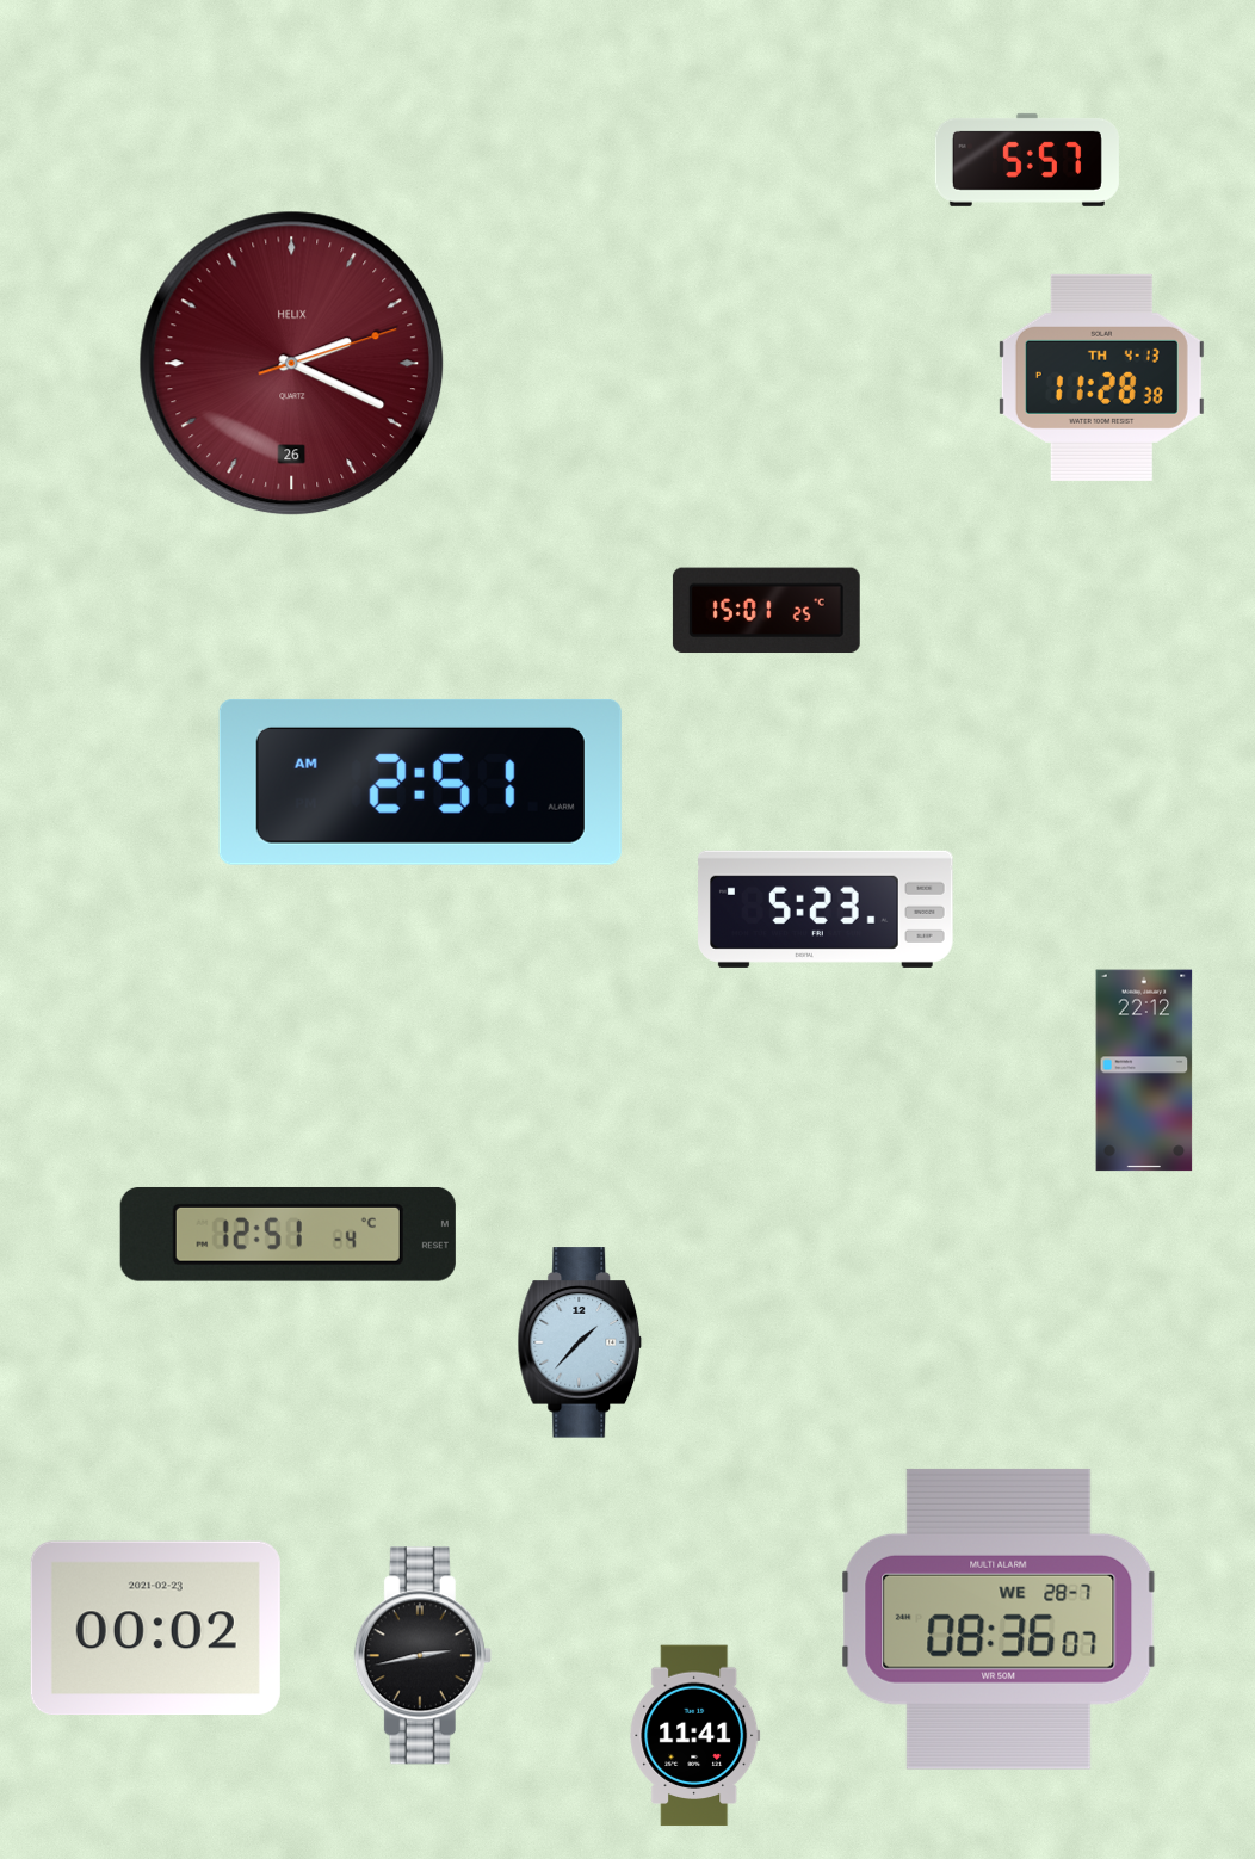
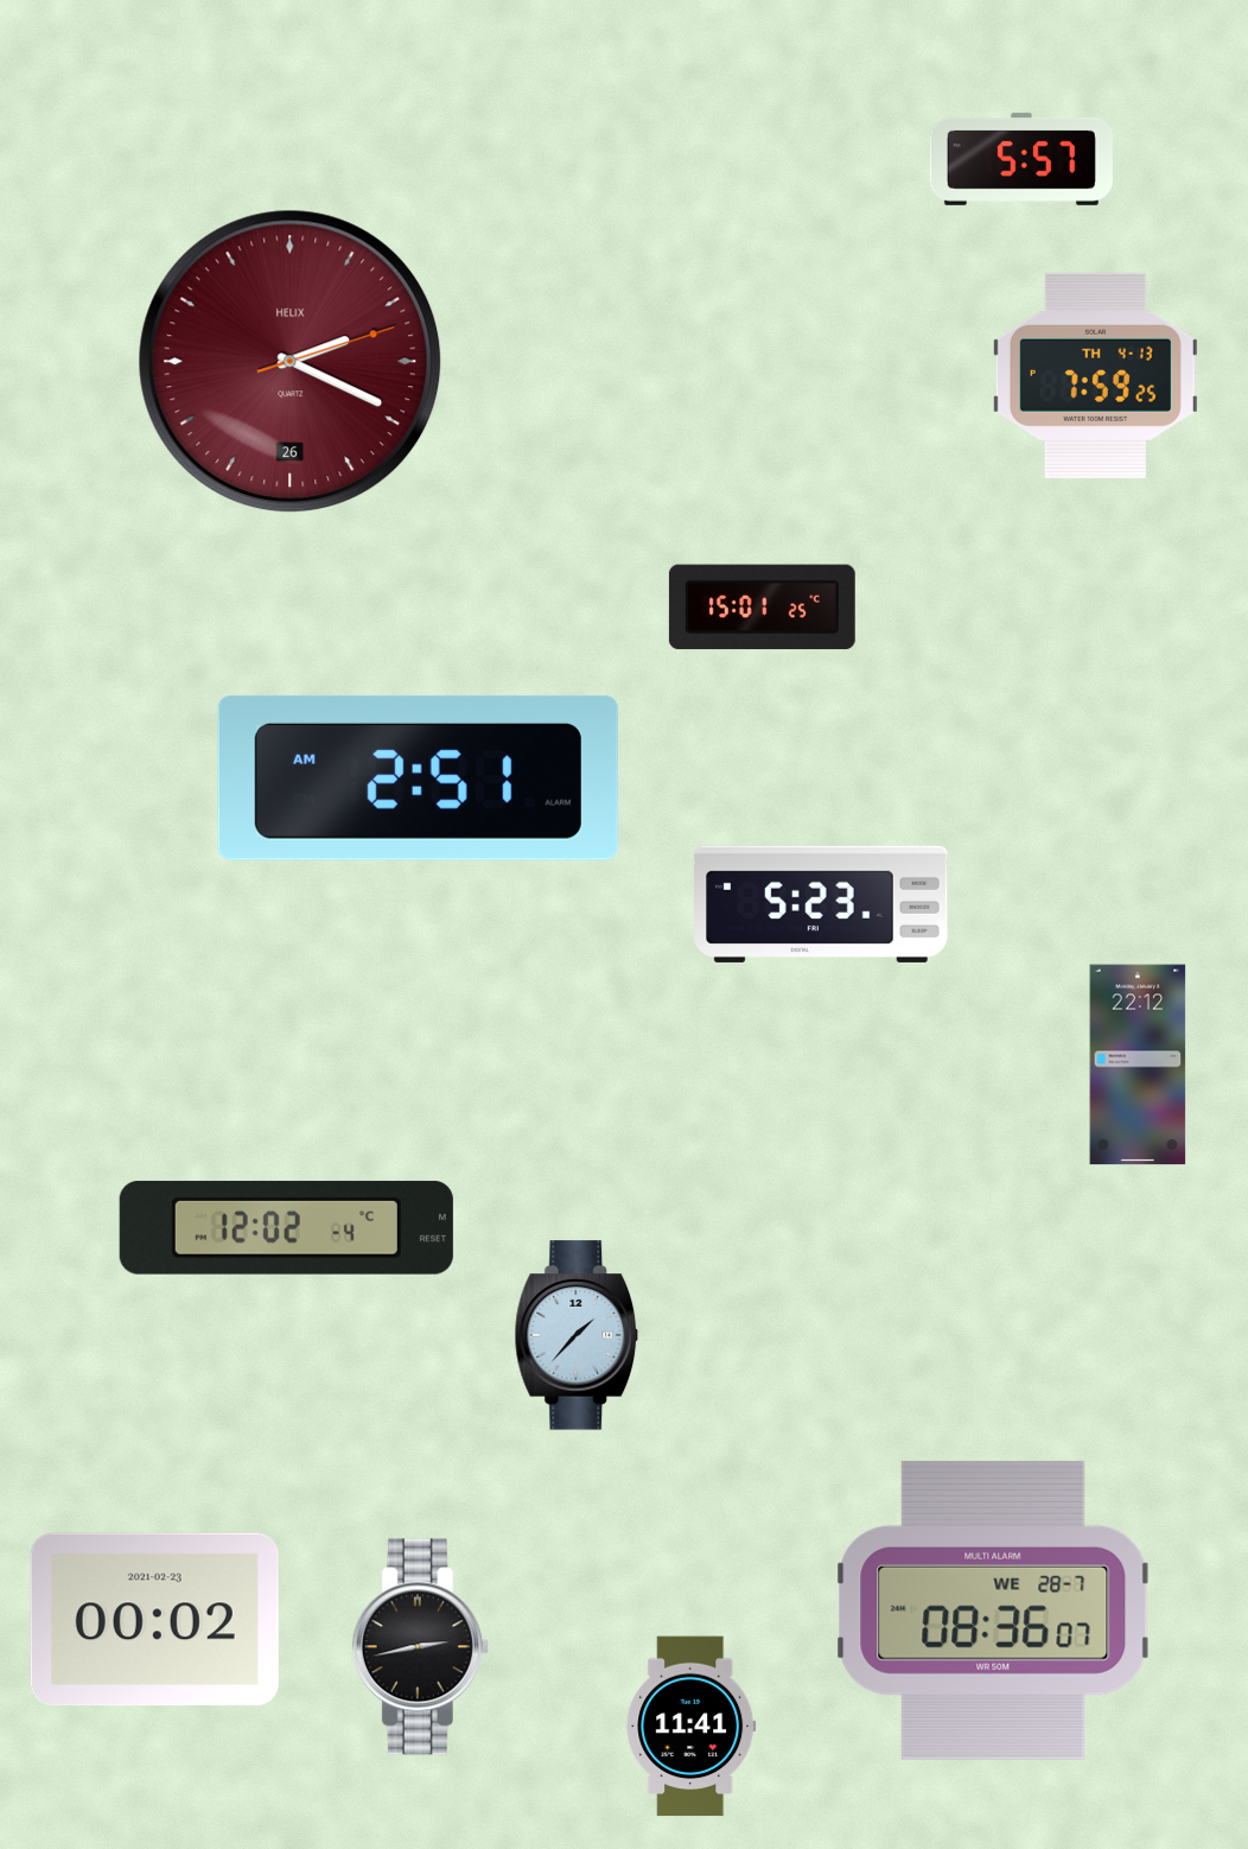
clock at (1101, 377): 11:28 -> 7:59
clock at (288, 1234): 12:51 -> 12:02
